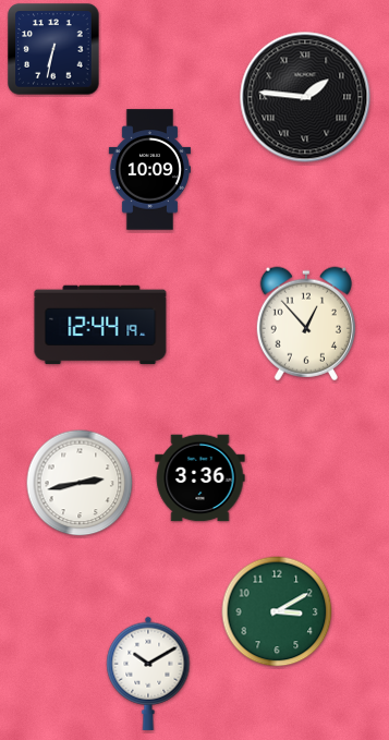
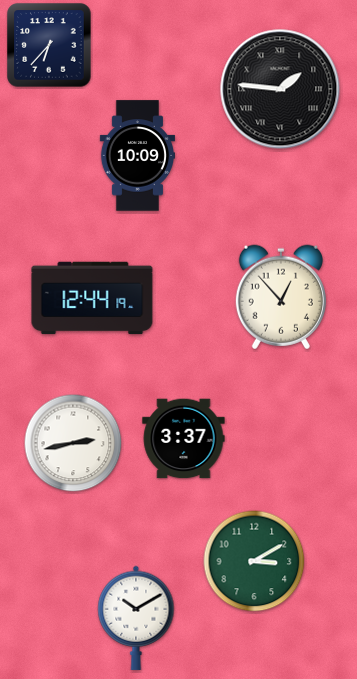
clock at (53, 49): 6:32 -> 6:37
clock at (200, 478): 3:36 -> 3:37
